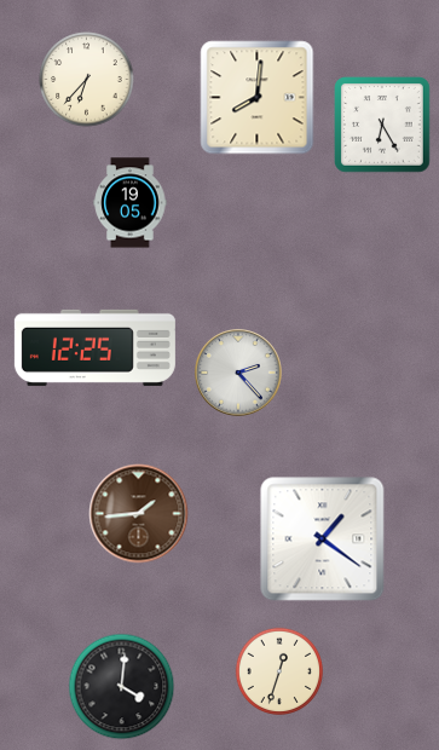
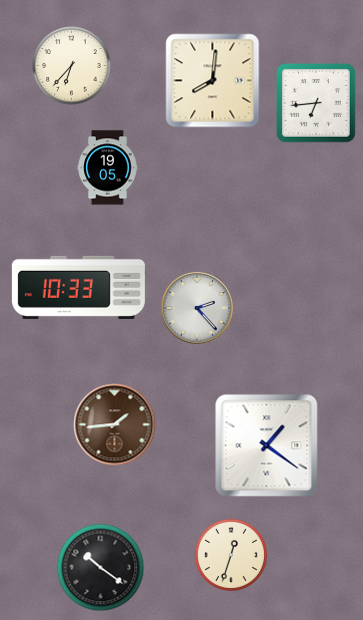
clock at (383, 126): 6:25 -> 6:44
clock at (94, 347): 12:25 -> 10:33
clock at (122, 687): 4:01 -> 10:21
